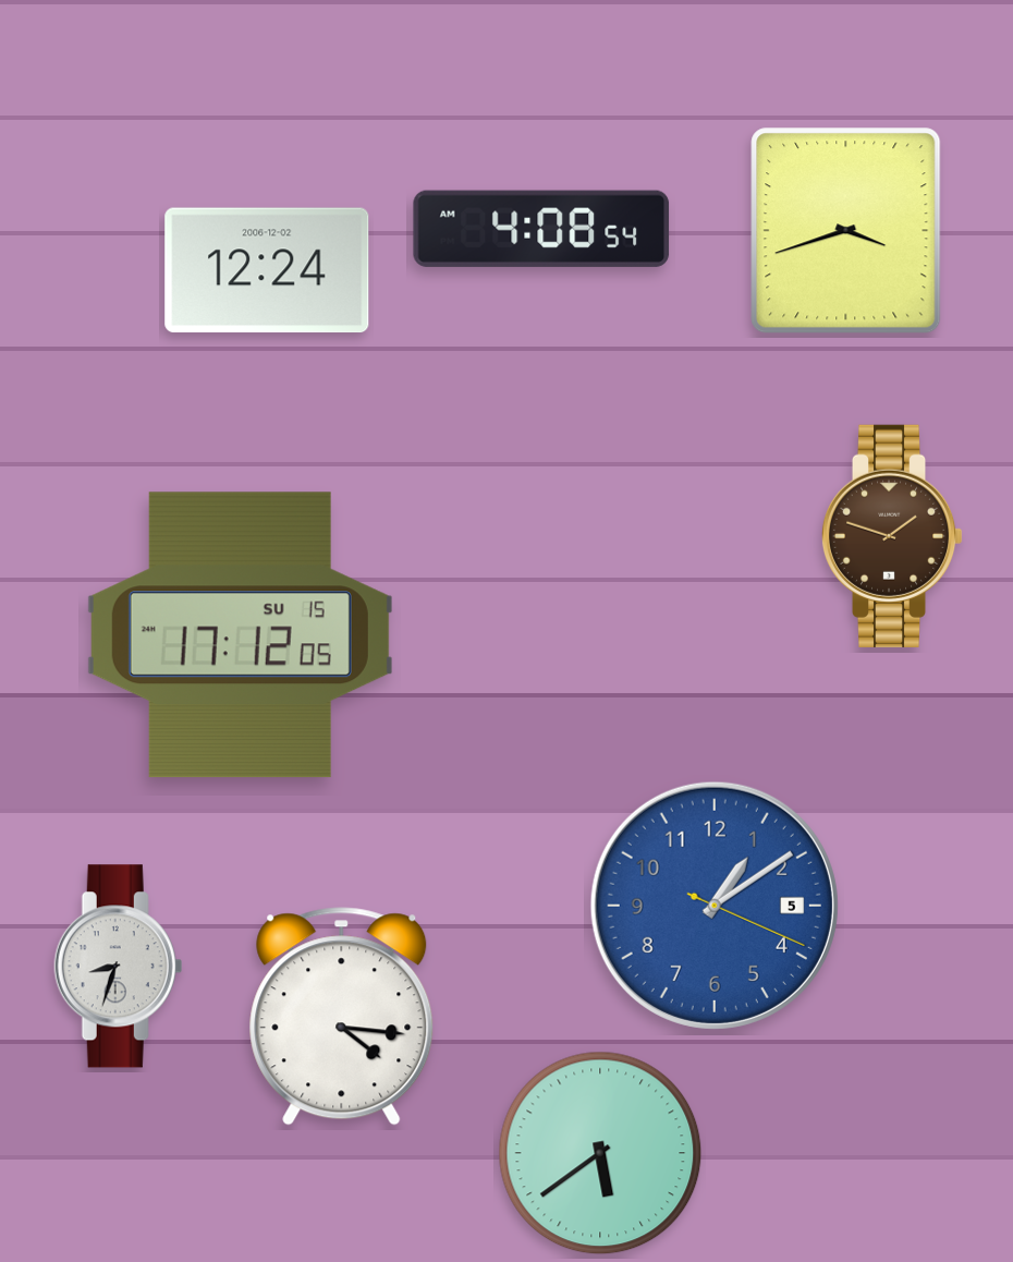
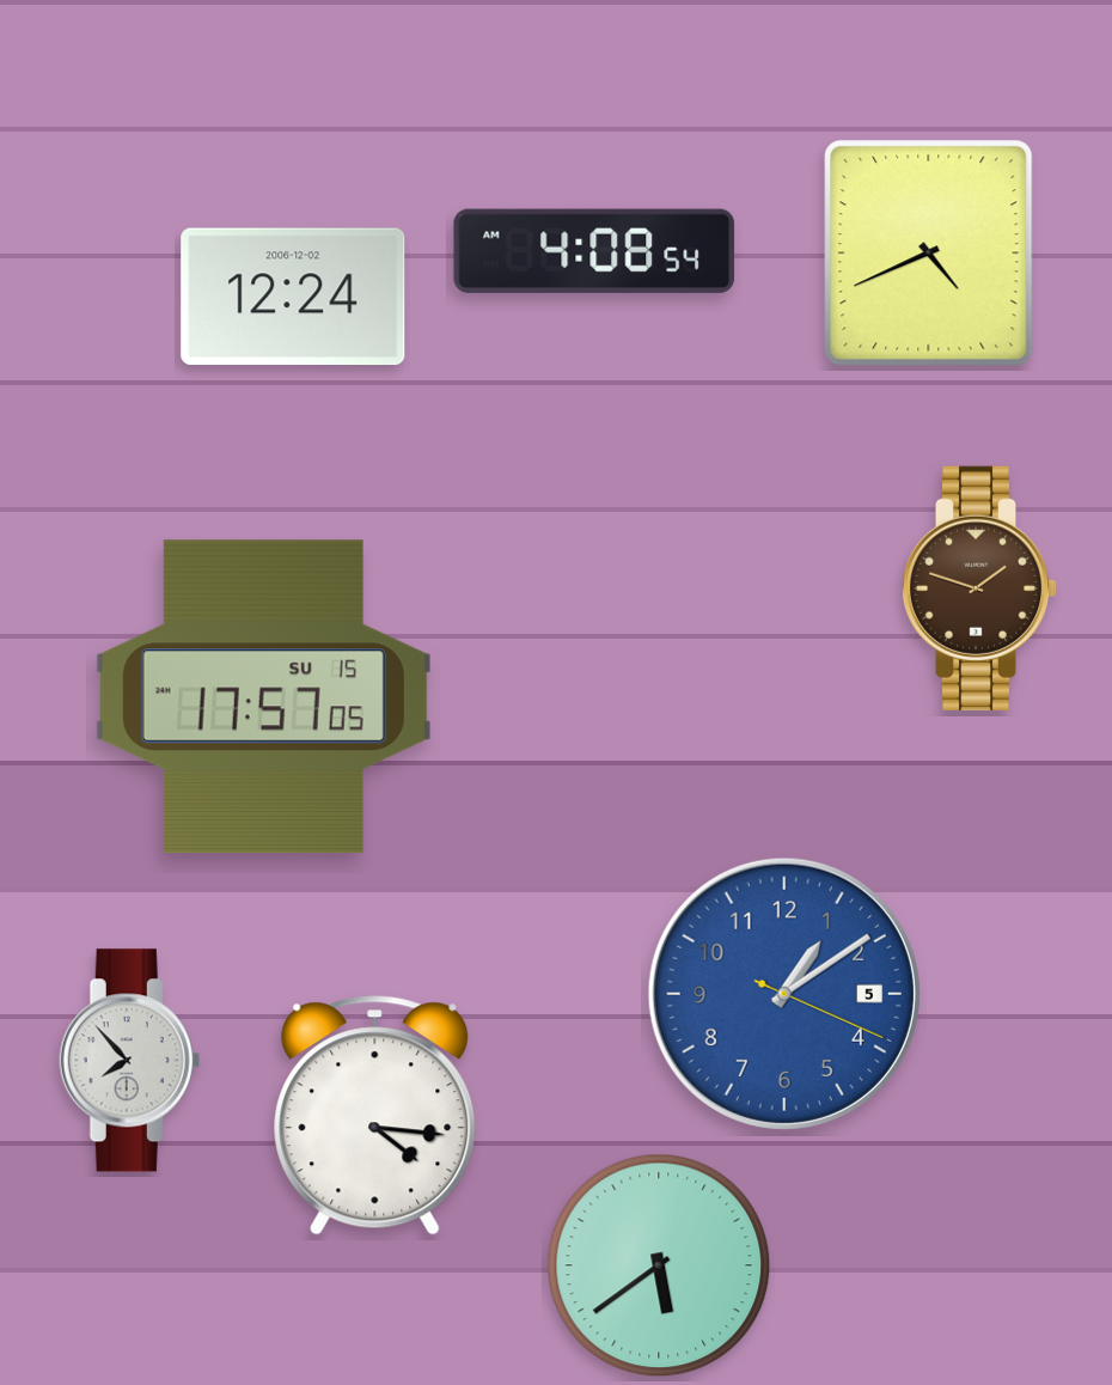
clock at (846, 231): 3:42 -> 4:41
clock at (240, 635): 17:12 -> 17:57
clock at (119, 967): 8:33 -> 7:53
